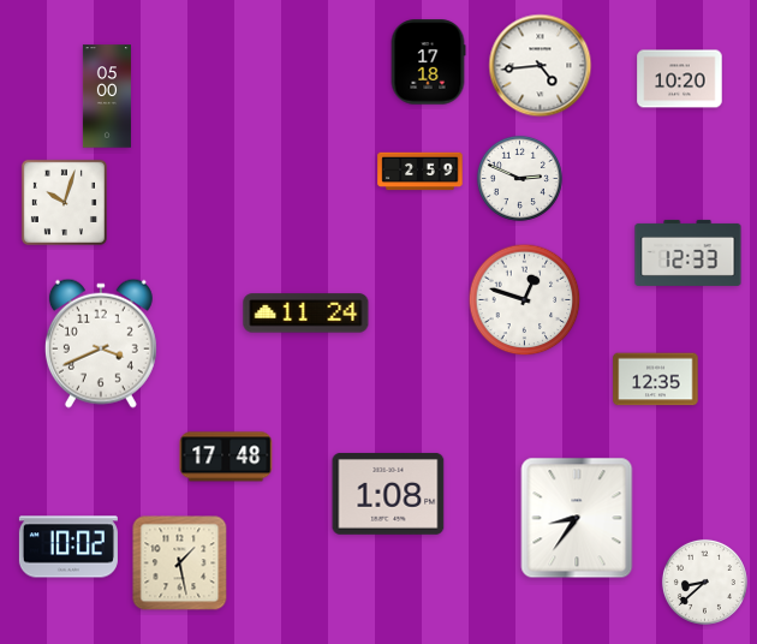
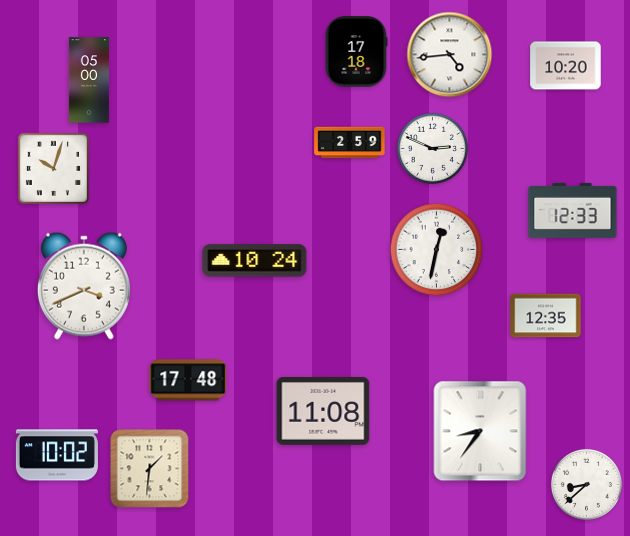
clock at (525, 300): 12:48 -> 12:32
clock at (306, 314): 11:24 -> 10:24
clock at (388, 494): 1:08 -> 11:08
clock at (180, 563): 1:28 -> 1:31
